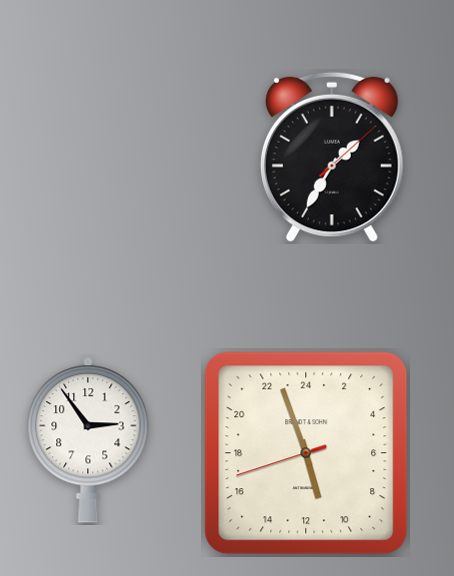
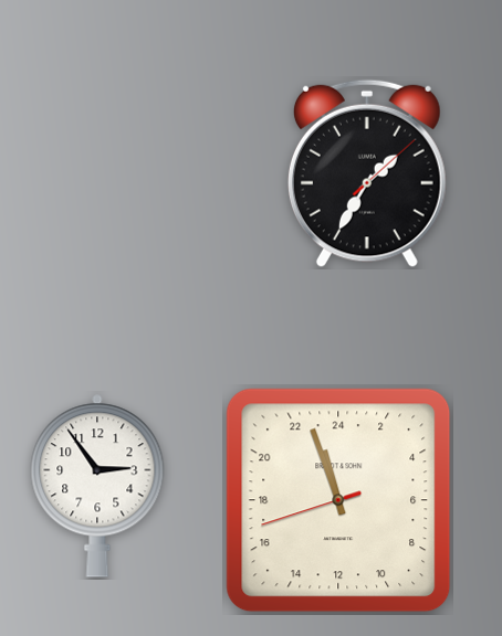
clock at (306, 453): 10:56 -> 22:56
